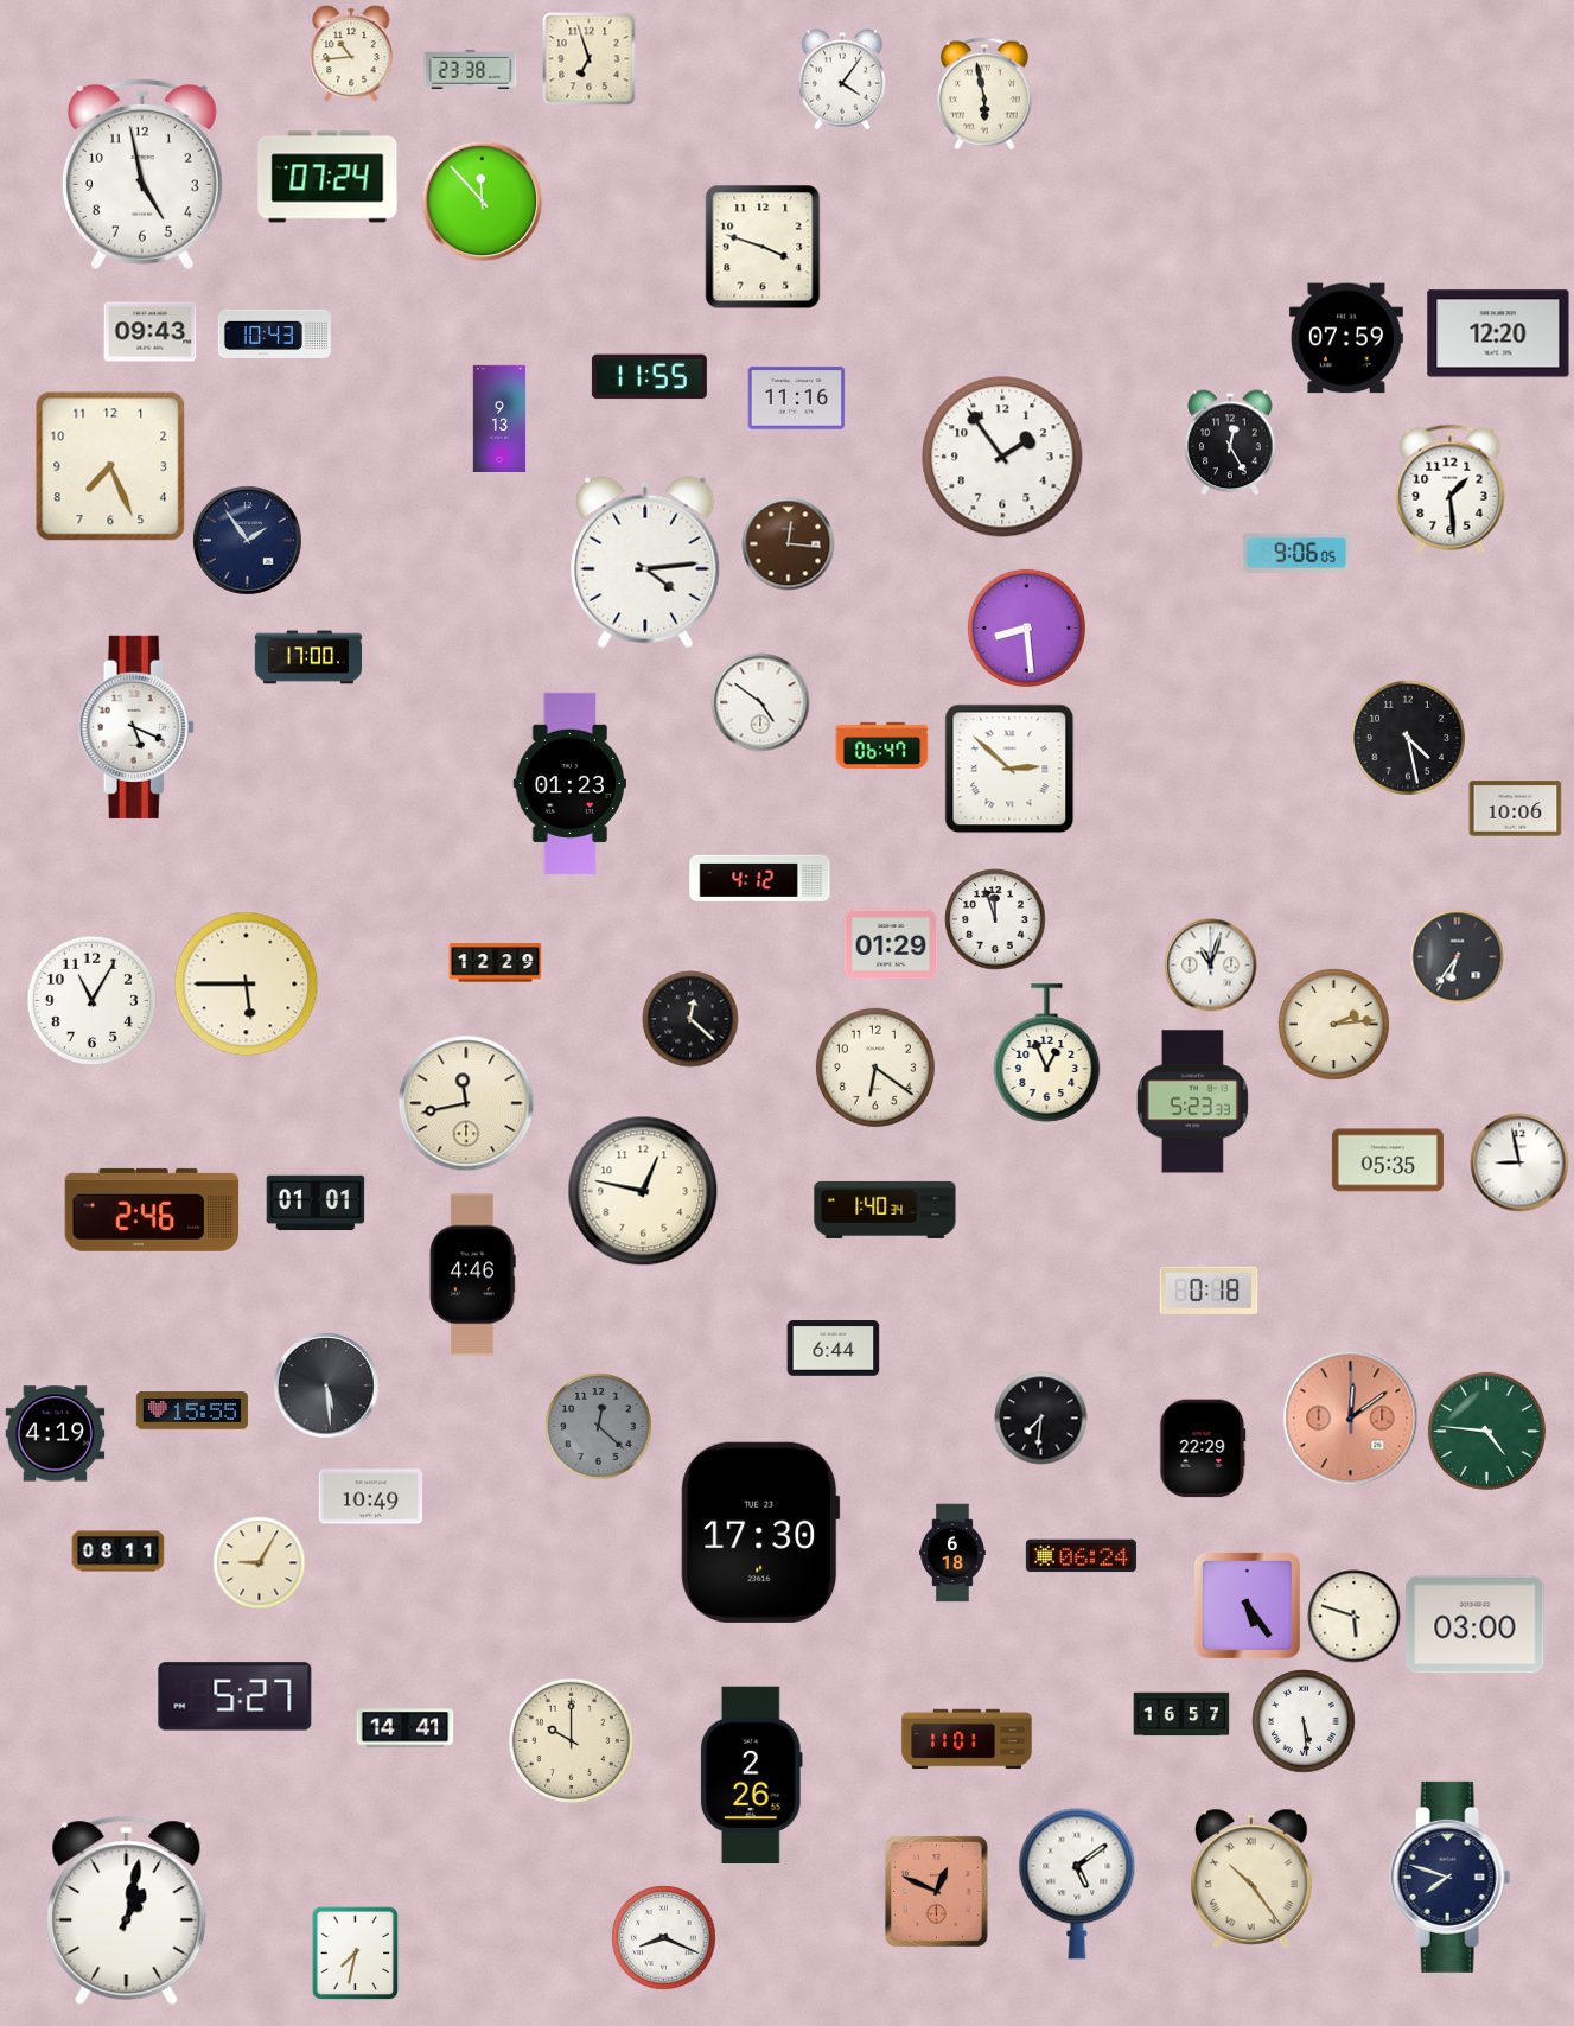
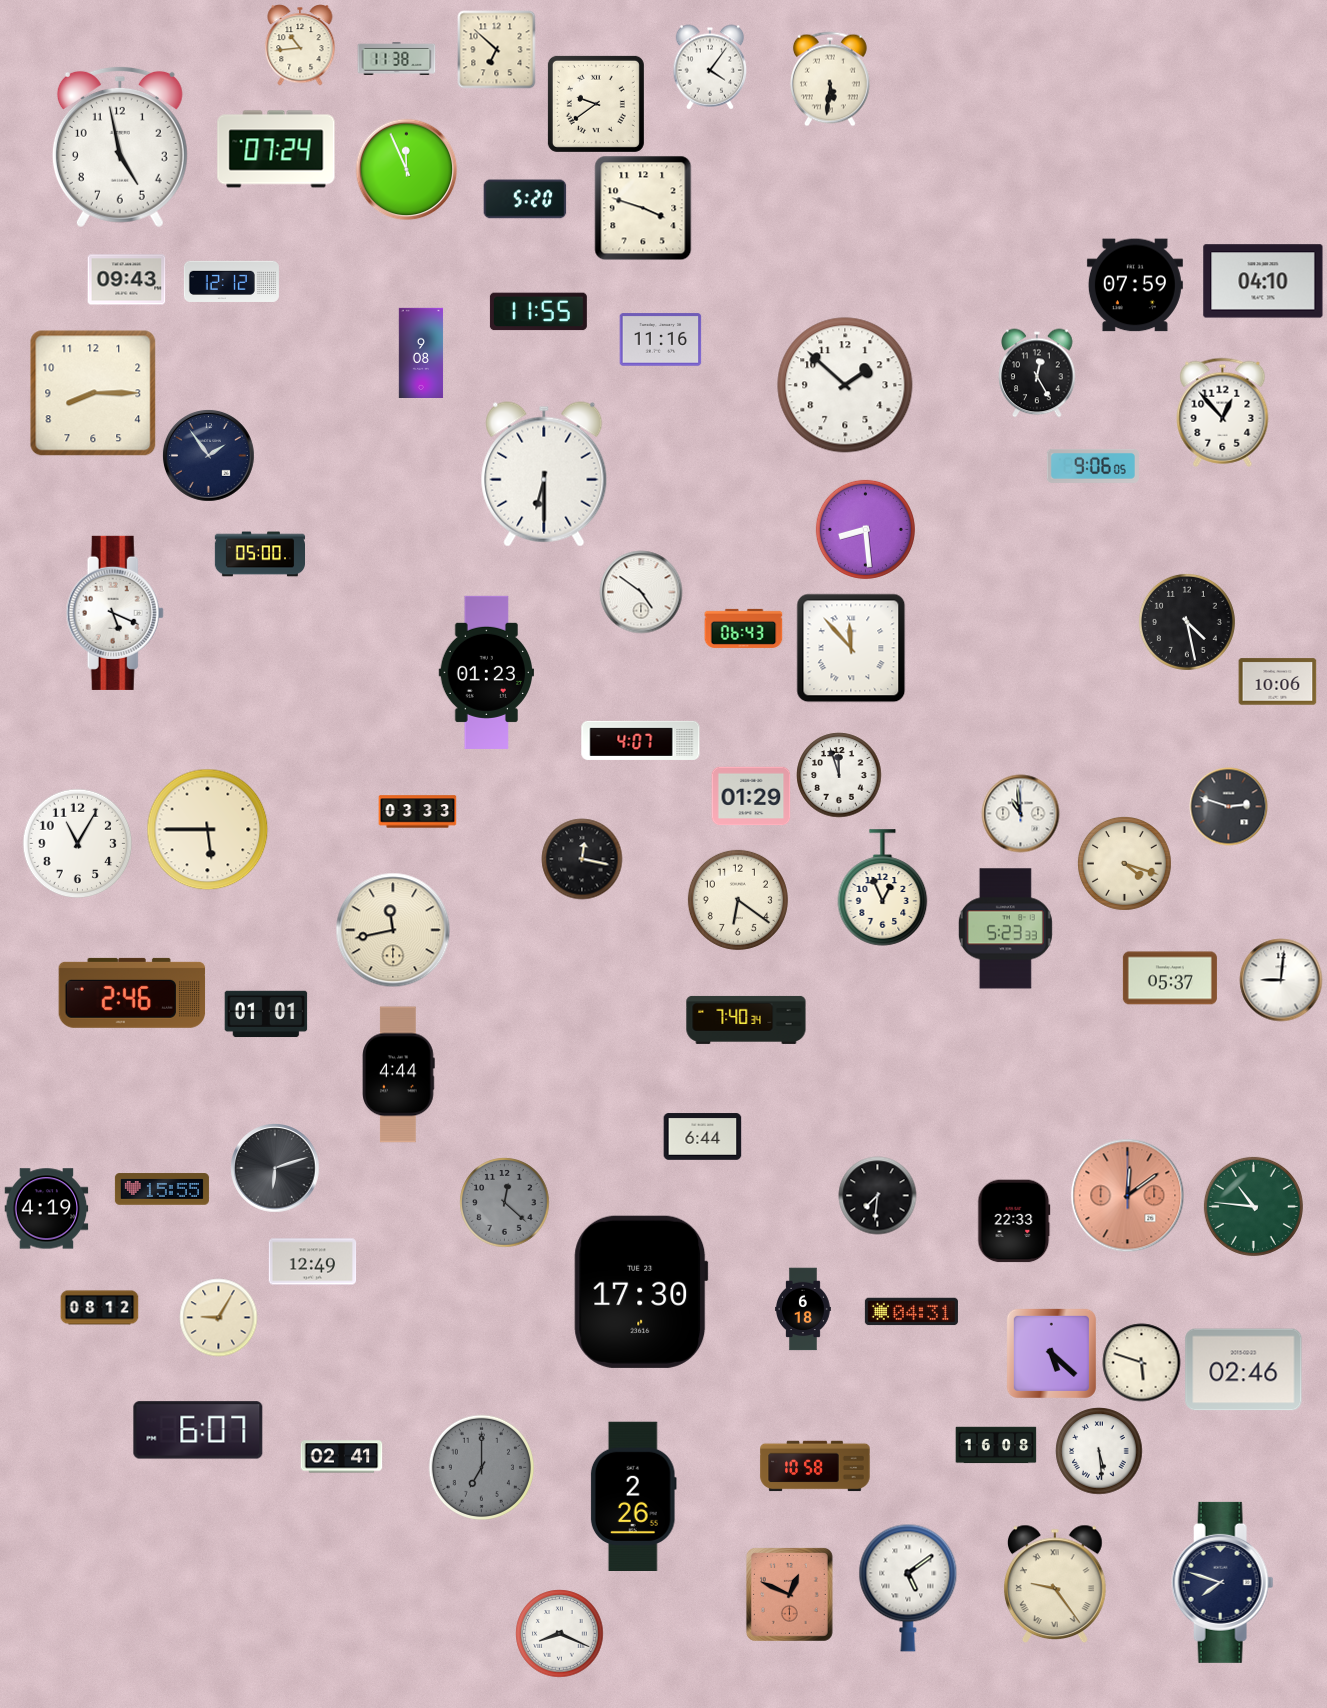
clock at (351, 53) position: (351, 53) -> (300, 45)
clock at (588, 58): 6:57 -> 6:52
clock at (470, 70): 23:38 -> 11:38
clock at (984, 94): 5:58 -> 5:31
clock at (596, 104): none -> 9:39
clock at (482, 200): 11:53 -> 11:56
clock at (525, 199): none -> 5:20
clock at (274, 333): 10:43 -> 12:12
clock at (1498, 333): 12:20 -> 04:10
clock at (649, 377) position: (649, 377) -> (538, 312)
clock at (796, 399) position: (796, 399) -> (660, 340)
clock at (499, 418): 9:13 -> 9:08
clock at (1002, 457): 1:54 -> 1:52
clock at (110, 466): 7:26 -> 8:15
clock at (1451, 489): 1:29 -> 12:53
clock at (788, 543): 12:16 -> none
clock at (645, 562): 4:14 -> 6:30
clock at (307, 657): 17:00 -> 05:00
clock at (881, 745): 06:47 -> 06:43
clock at (1009, 769): 2:52 -> 11:53
clock at (569, 783) position: (569, 783) -> (486, 672)
clock at (760, 878): 4:12 -> 4:07
clock at (1457, 956): 6:36 -> 2:48
clock at (495, 963): 12:29 -> 03:33
clock at (1210, 964): 11:03 -> 10:59
clock at (690, 1019): 12:22 -> 12:17
clock at (1333, 1024): 2:14 -> 4:18
clock at (1388, 1160): 05:35 -> 05:37
clock at (1519, 1162): 8:58 -> 9:01
clock at (643, 1191): 12:47 -> none
clock at (152, 1210) position: (152, 1210) -> (132, 993)
clock at (885, 1210): 1:40 -> 7:40
clock at (473, 1275): 4:46 -> 4:44
clock at (1209, 1291): 0:18 -> none
clock at (326, 1385): 5:29 -> 6:12
clock at (1350, 1417) position: (1350, 1417) -> (1127, 1195)
clock at (1486, 1431): 4:46 -> 10:46
clock at (1203, 1448): 22:29 -> 22:33
clock at (370, 1497): 10:49 -> 12:49
clock at (117, 1552): 08:11 -> 08:12
clock at (1081, 1556): 06:24 -> 04:31
clock at (1247, 1605): 5:24 -> 5:22
clock at (1476, 1625): 03:00 -> 02:46
clock at (235, 1696): 5:27 -> 6:07
clock at (1181, 1714): 16:57 -> 16:08
clock at (404, 1728): 14:41 -> 02:41
clock at (967, 1739): 11:01 -> 10:58
clock at (571, 1740): 10:00 -> 7:00
clock at (571, 1740) dial: cream -> grey
clock at (1253, 1879): 10:24 -> 9:24
clock at (127, 1911): 1:02 -> none
clock at (356, 1952): 7:32 -> none
